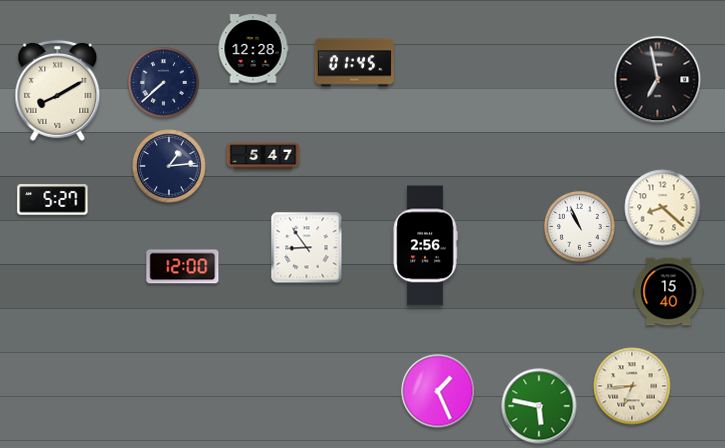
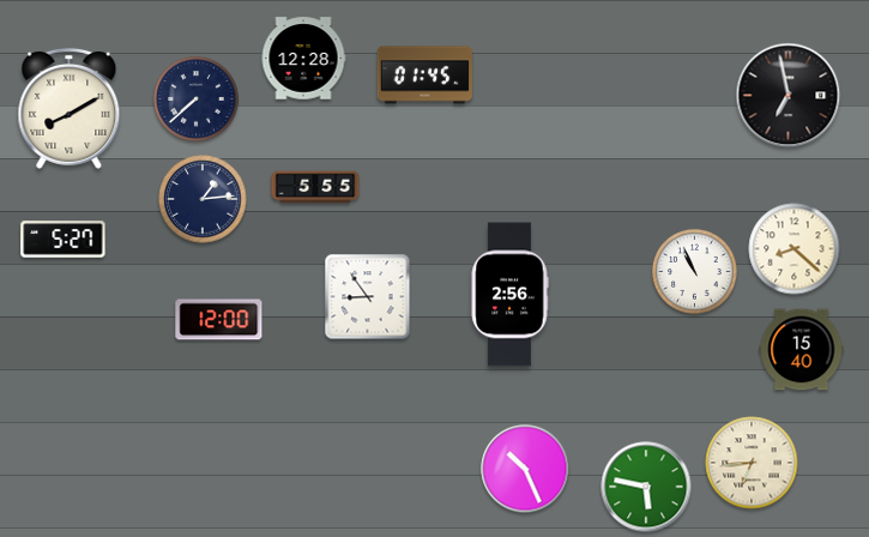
clock at (263, 156): 5:47 -> 5:55
clock at (632, 386) position: (632, 386) -> (752, 463)
clock at (438, 391): 1:26 -> 10:26
